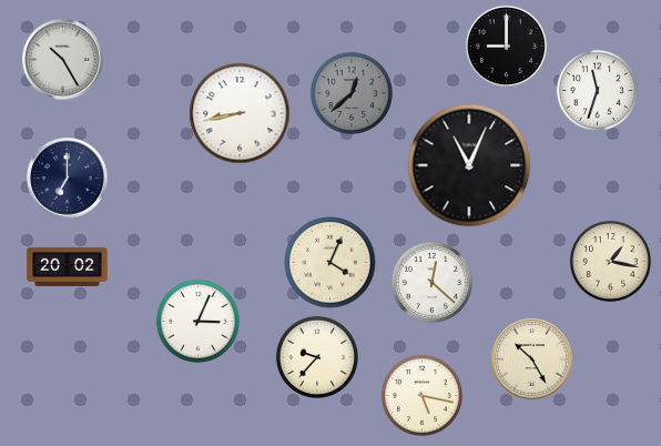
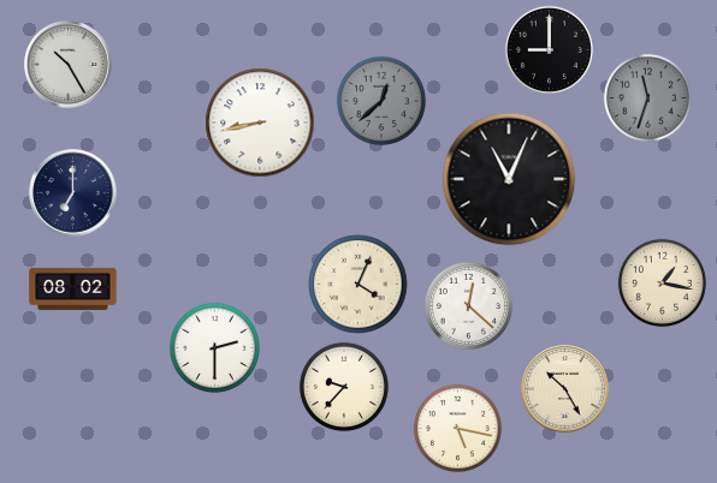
clock at (597, 90) dial: white -> grey
clock at (68, 266): 20:02 -> 08:02
clock at (197, 321): 3:04 -> 2:30
clock at (532, 359) position: (532, 359) -> (565, 389)
